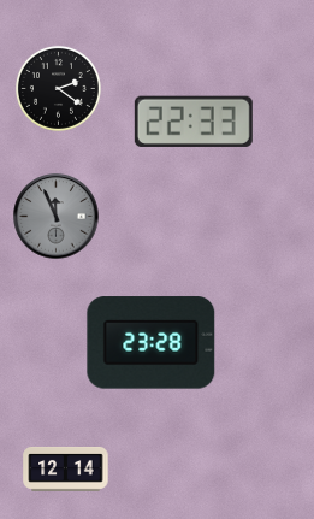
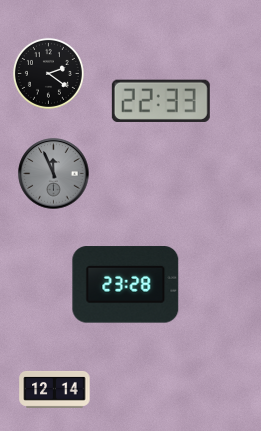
clock at (57, 217) position: (57, 217) -> (54, 174)
